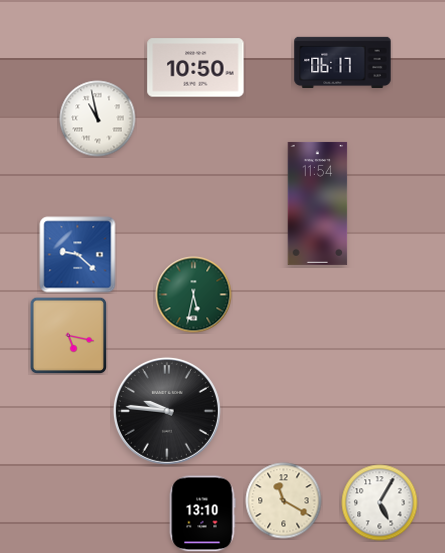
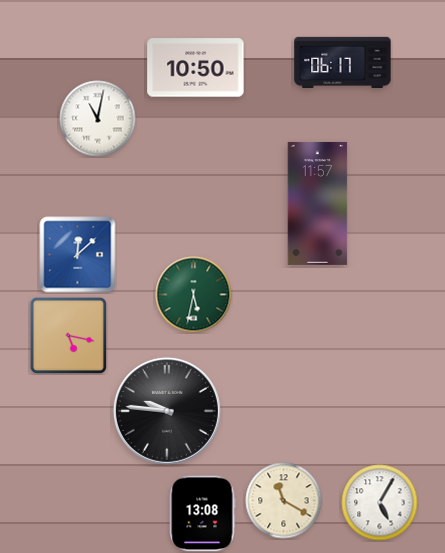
clock at (98, 119): 10:58 -> 11:02
clock at (318, 203): 11:54 -> 11:57
clock at (78, 255): 9:22 -> 12:08
clock at (202, 514): 13:10 -> 13:08
